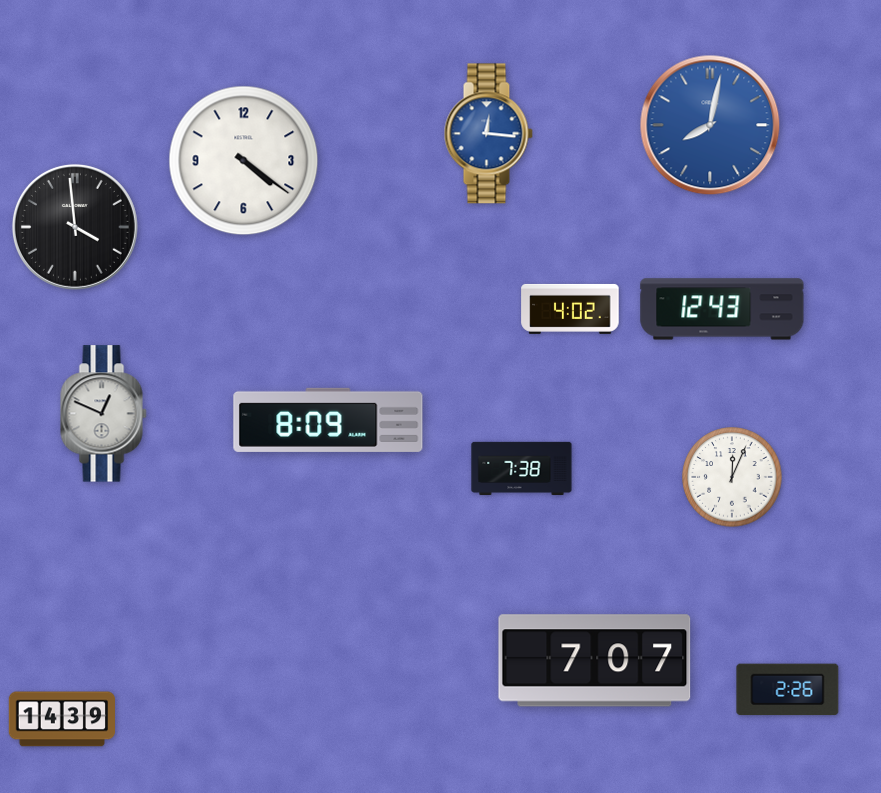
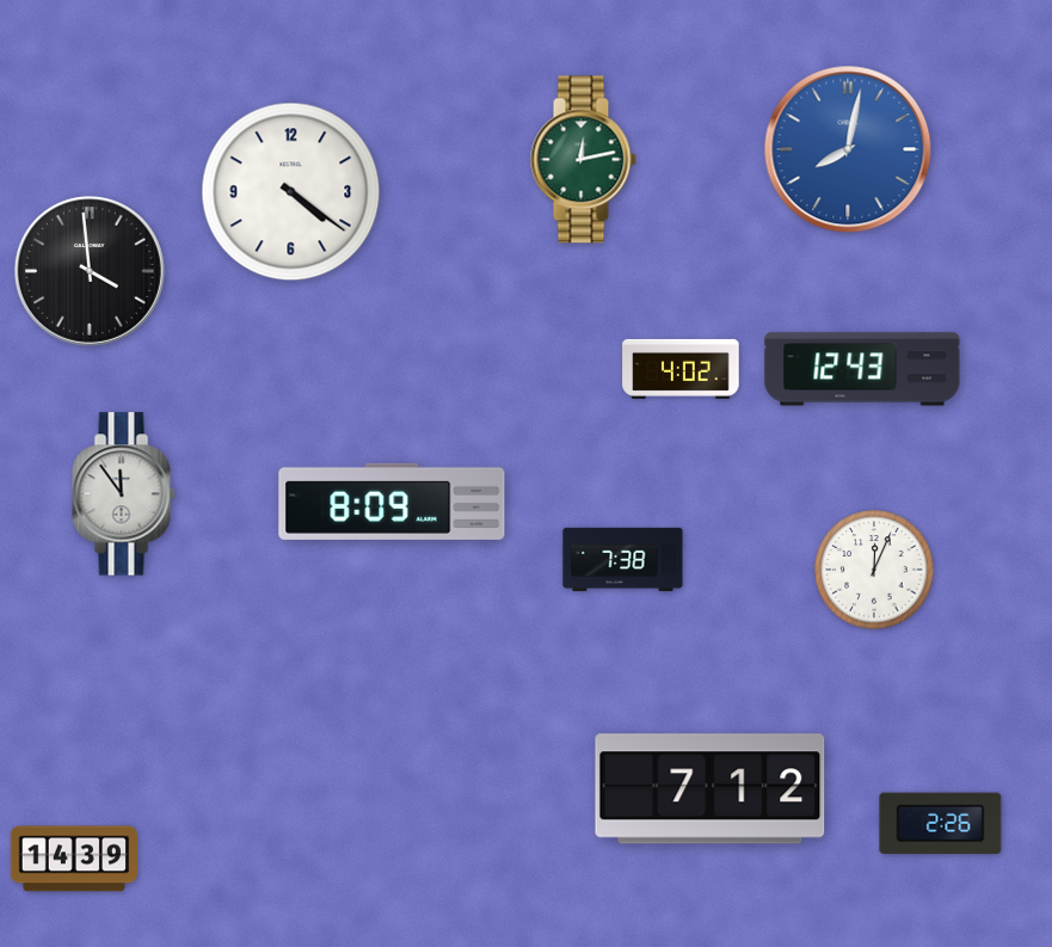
clock at (488, 134): 12:16 -> 12:13
clock at (488, 134) dial: blue -> green
clock at (104, 414): 12:49 -> 11:54
clock at (595, 661): 7:07 -> 7:12
